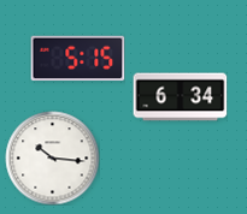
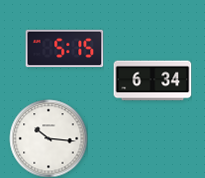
clock at (180, 97) position: (180, 97) -> (152, 81)
clock at (52, 157) position: (52, 157) -> (48, 138)
